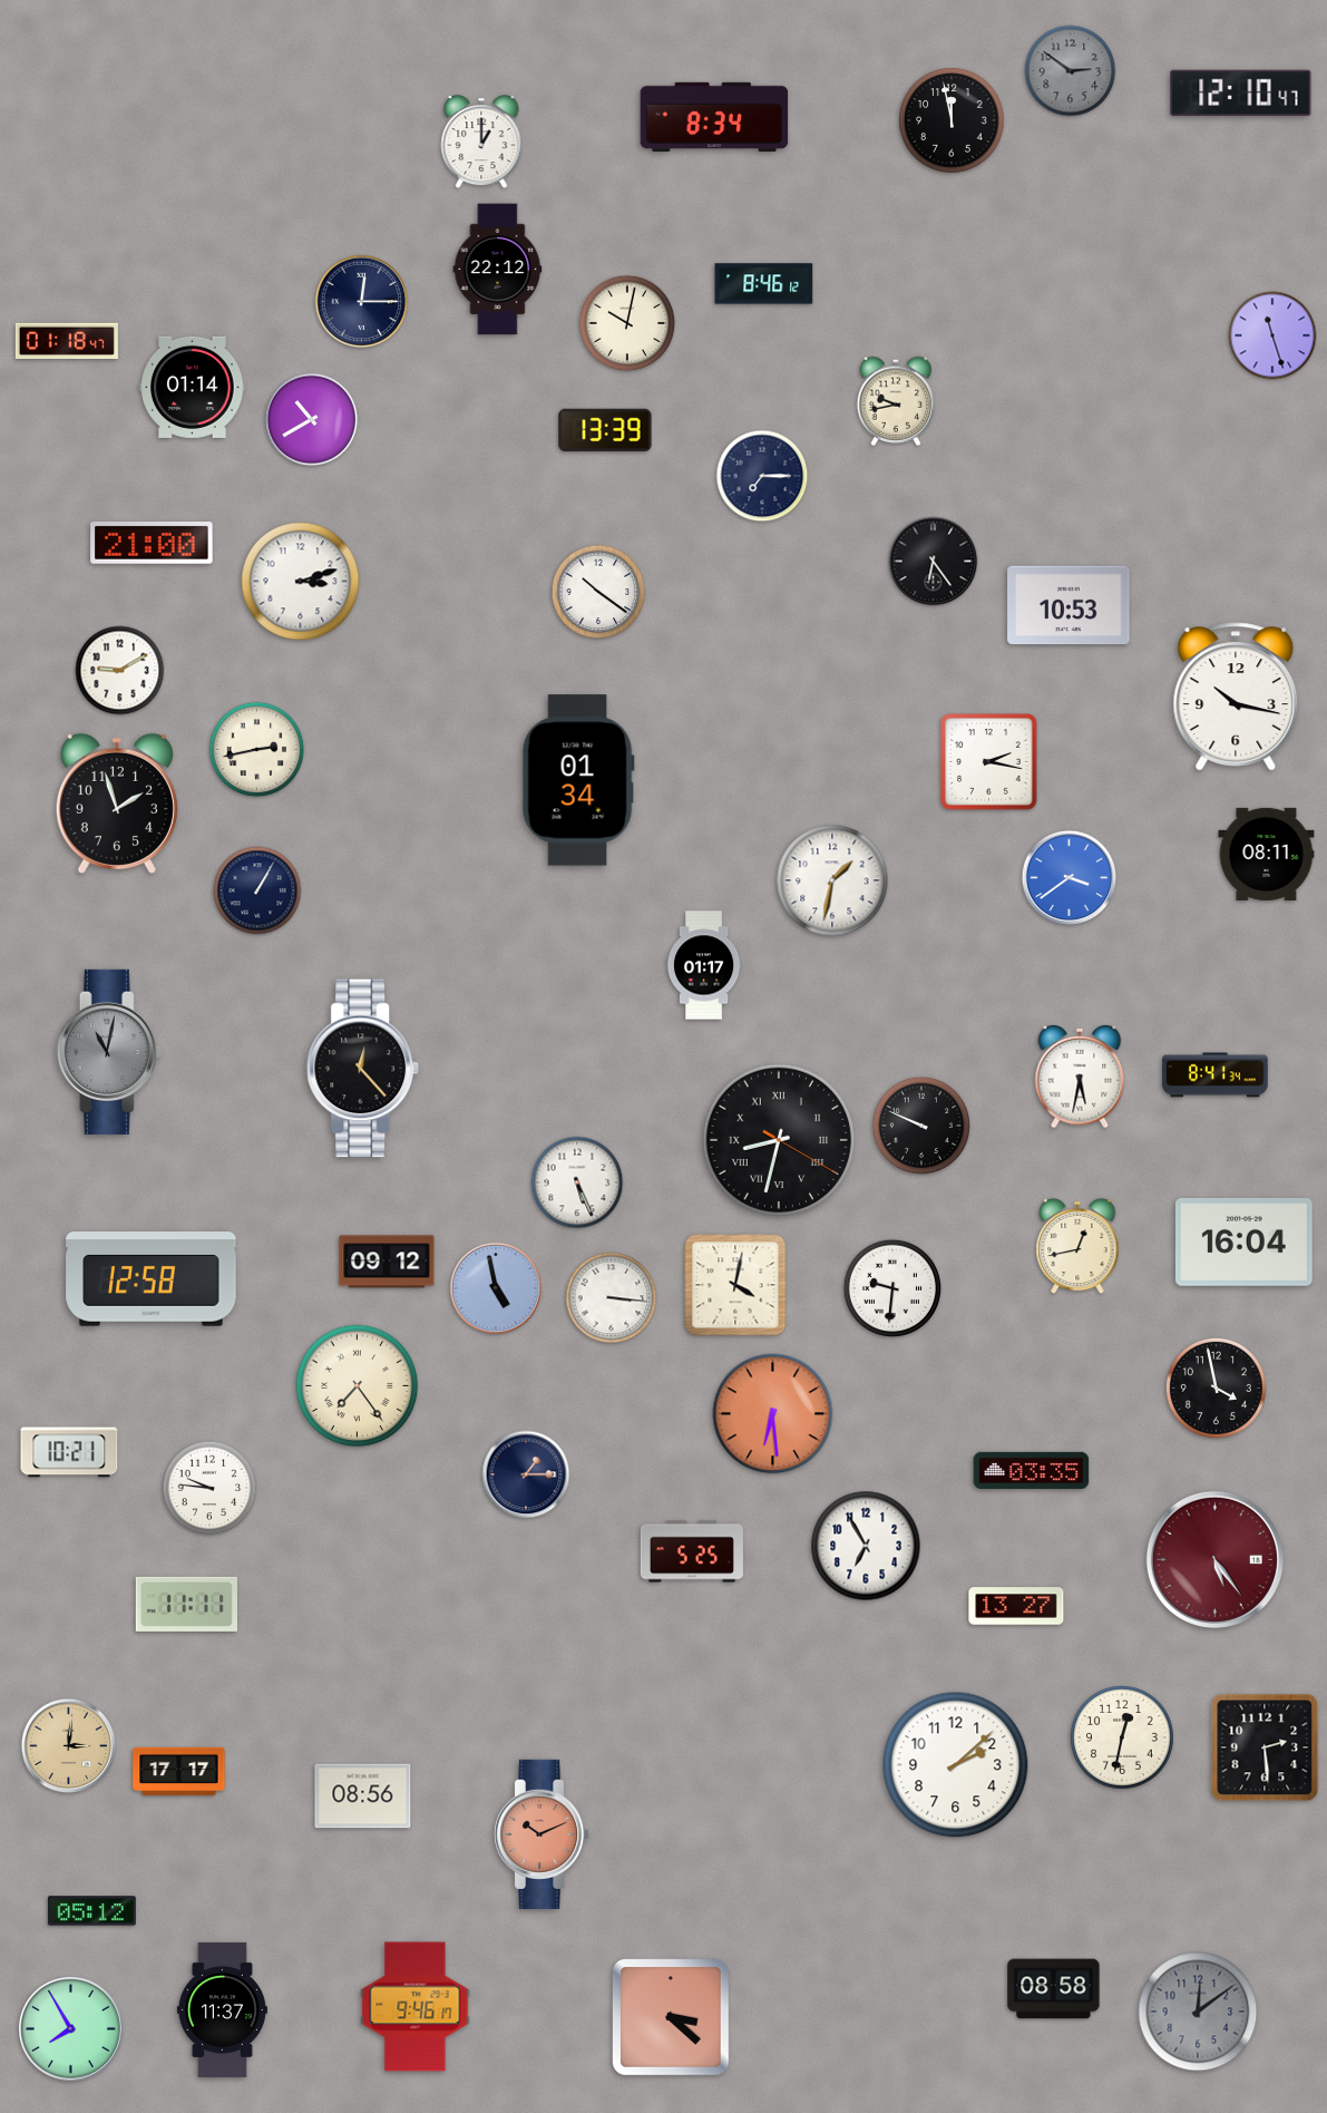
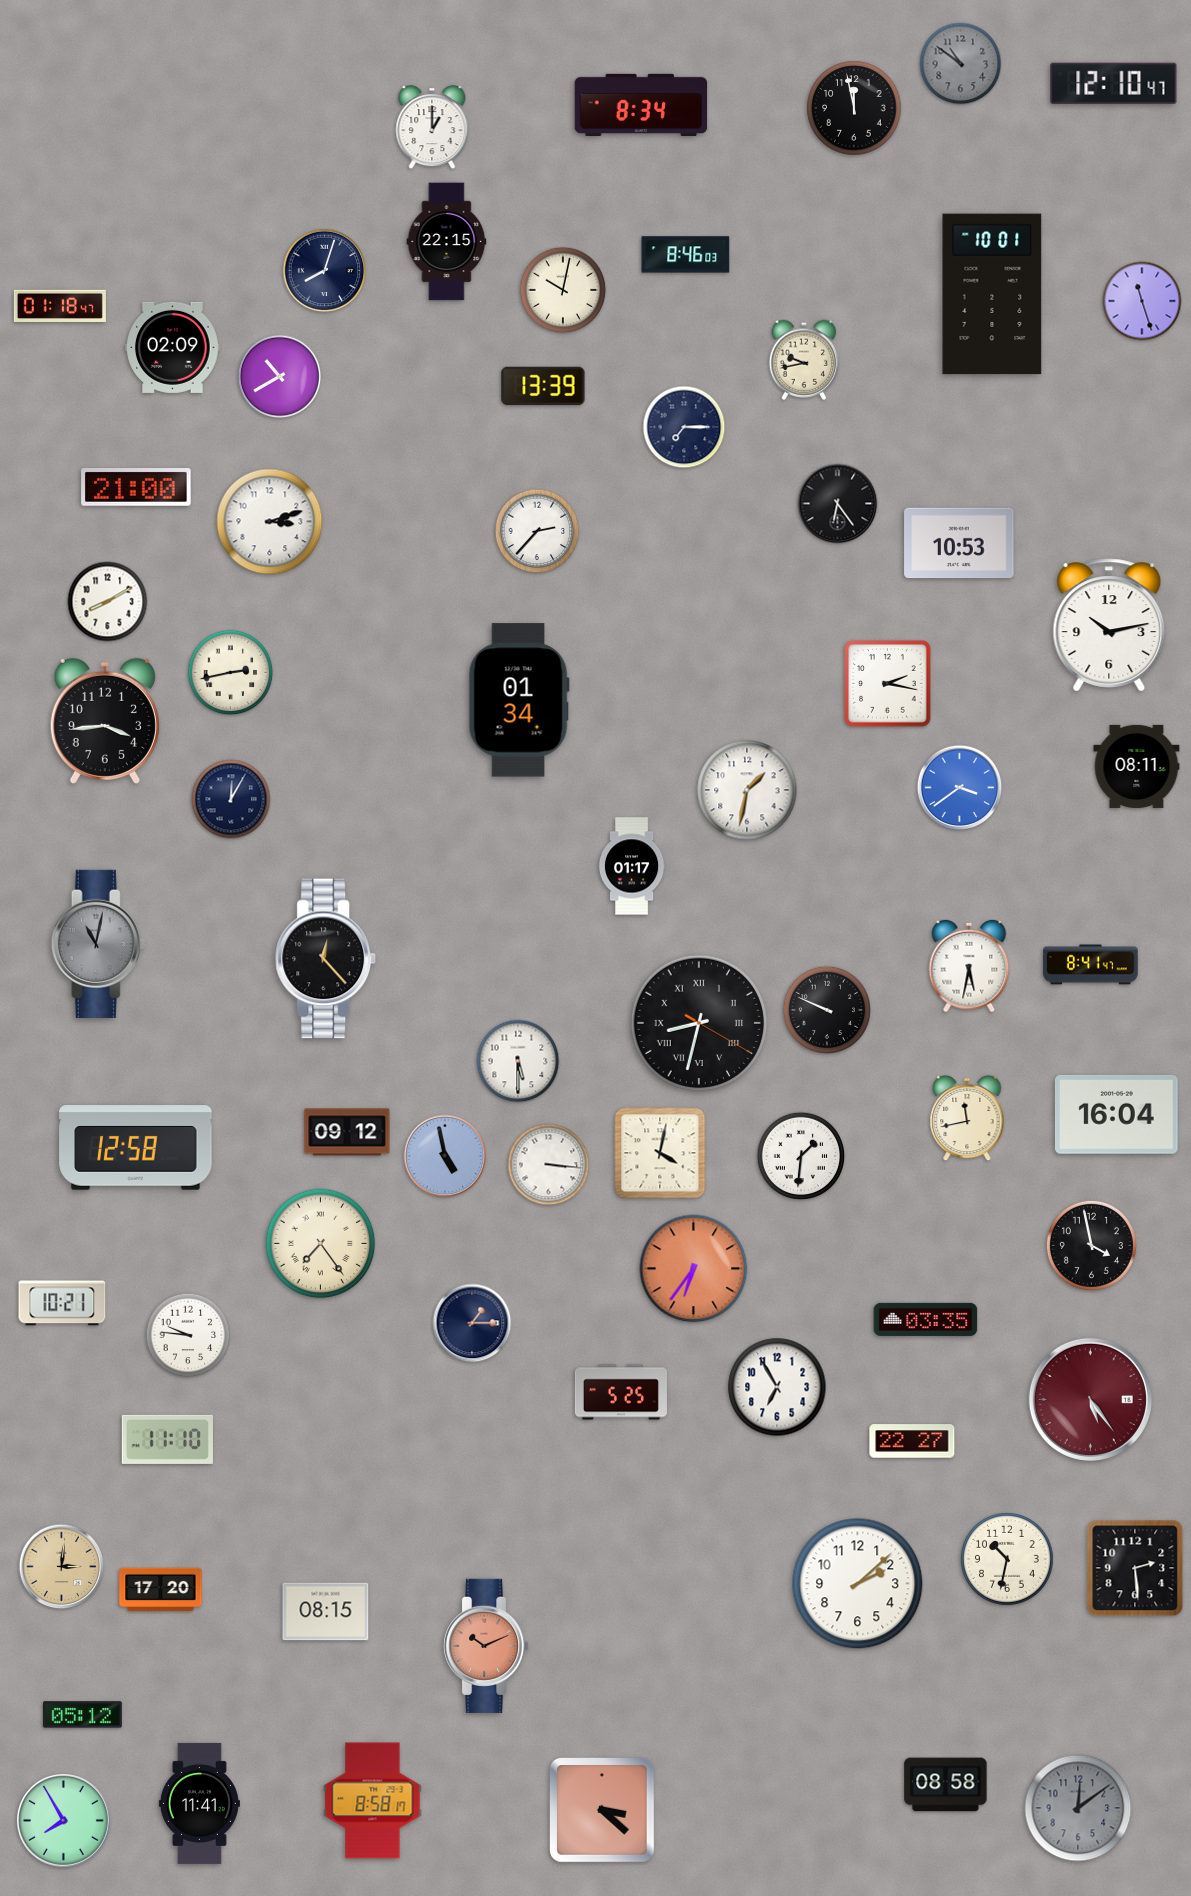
clock at (1071, 71): 2:51 -> 10:51
clock at (498, 270): 22:12 -> 22:15
clock at (764, 284): 8:46:12 -> 8:46:03
clock at (362, 302): 12:15 -> 8:03
clock at (992, 294): none -> 10:01
clock at (193, 387): 01:14 -> 02:09
clock at (598, 592): 10:21 -> 2:37
clock at (120, 671): 9:10 -> 8:10
clock at (1236, 697): 10:17 -> 10:13
clock at (117, 804): 1:57 -> 3:44
clock at (257, 890): 1:05 -> 12:05
clock at (1216, 1075): 8:41:34 -> 8:41:47
clock at (577, 1182): 5:26 -> 5:30
clock at (1077, 1246): 12:43 -> 11:43
clock at (891, 1287): 9:31 -> 1:31
clock at (773, 1414): 6:29 -> 6:36
clock at (186, 1604): 11:11 -> 11:10
clock at (1016, 1606): 13:27 -> 22:27
clock at (1123, 1739): 12:32 -> 10:32
clock at (179, 1772): 17:17 -> 17:20
clock at (363, 1796): 08:56 -> 08:15
clock at (416, 2007): 9:46 -> 8:58
clock at (222, 2009): 11:37 -> 11:41
clock at (1198, 2012) position: (1198, 2012) -> (1078, 1808)
